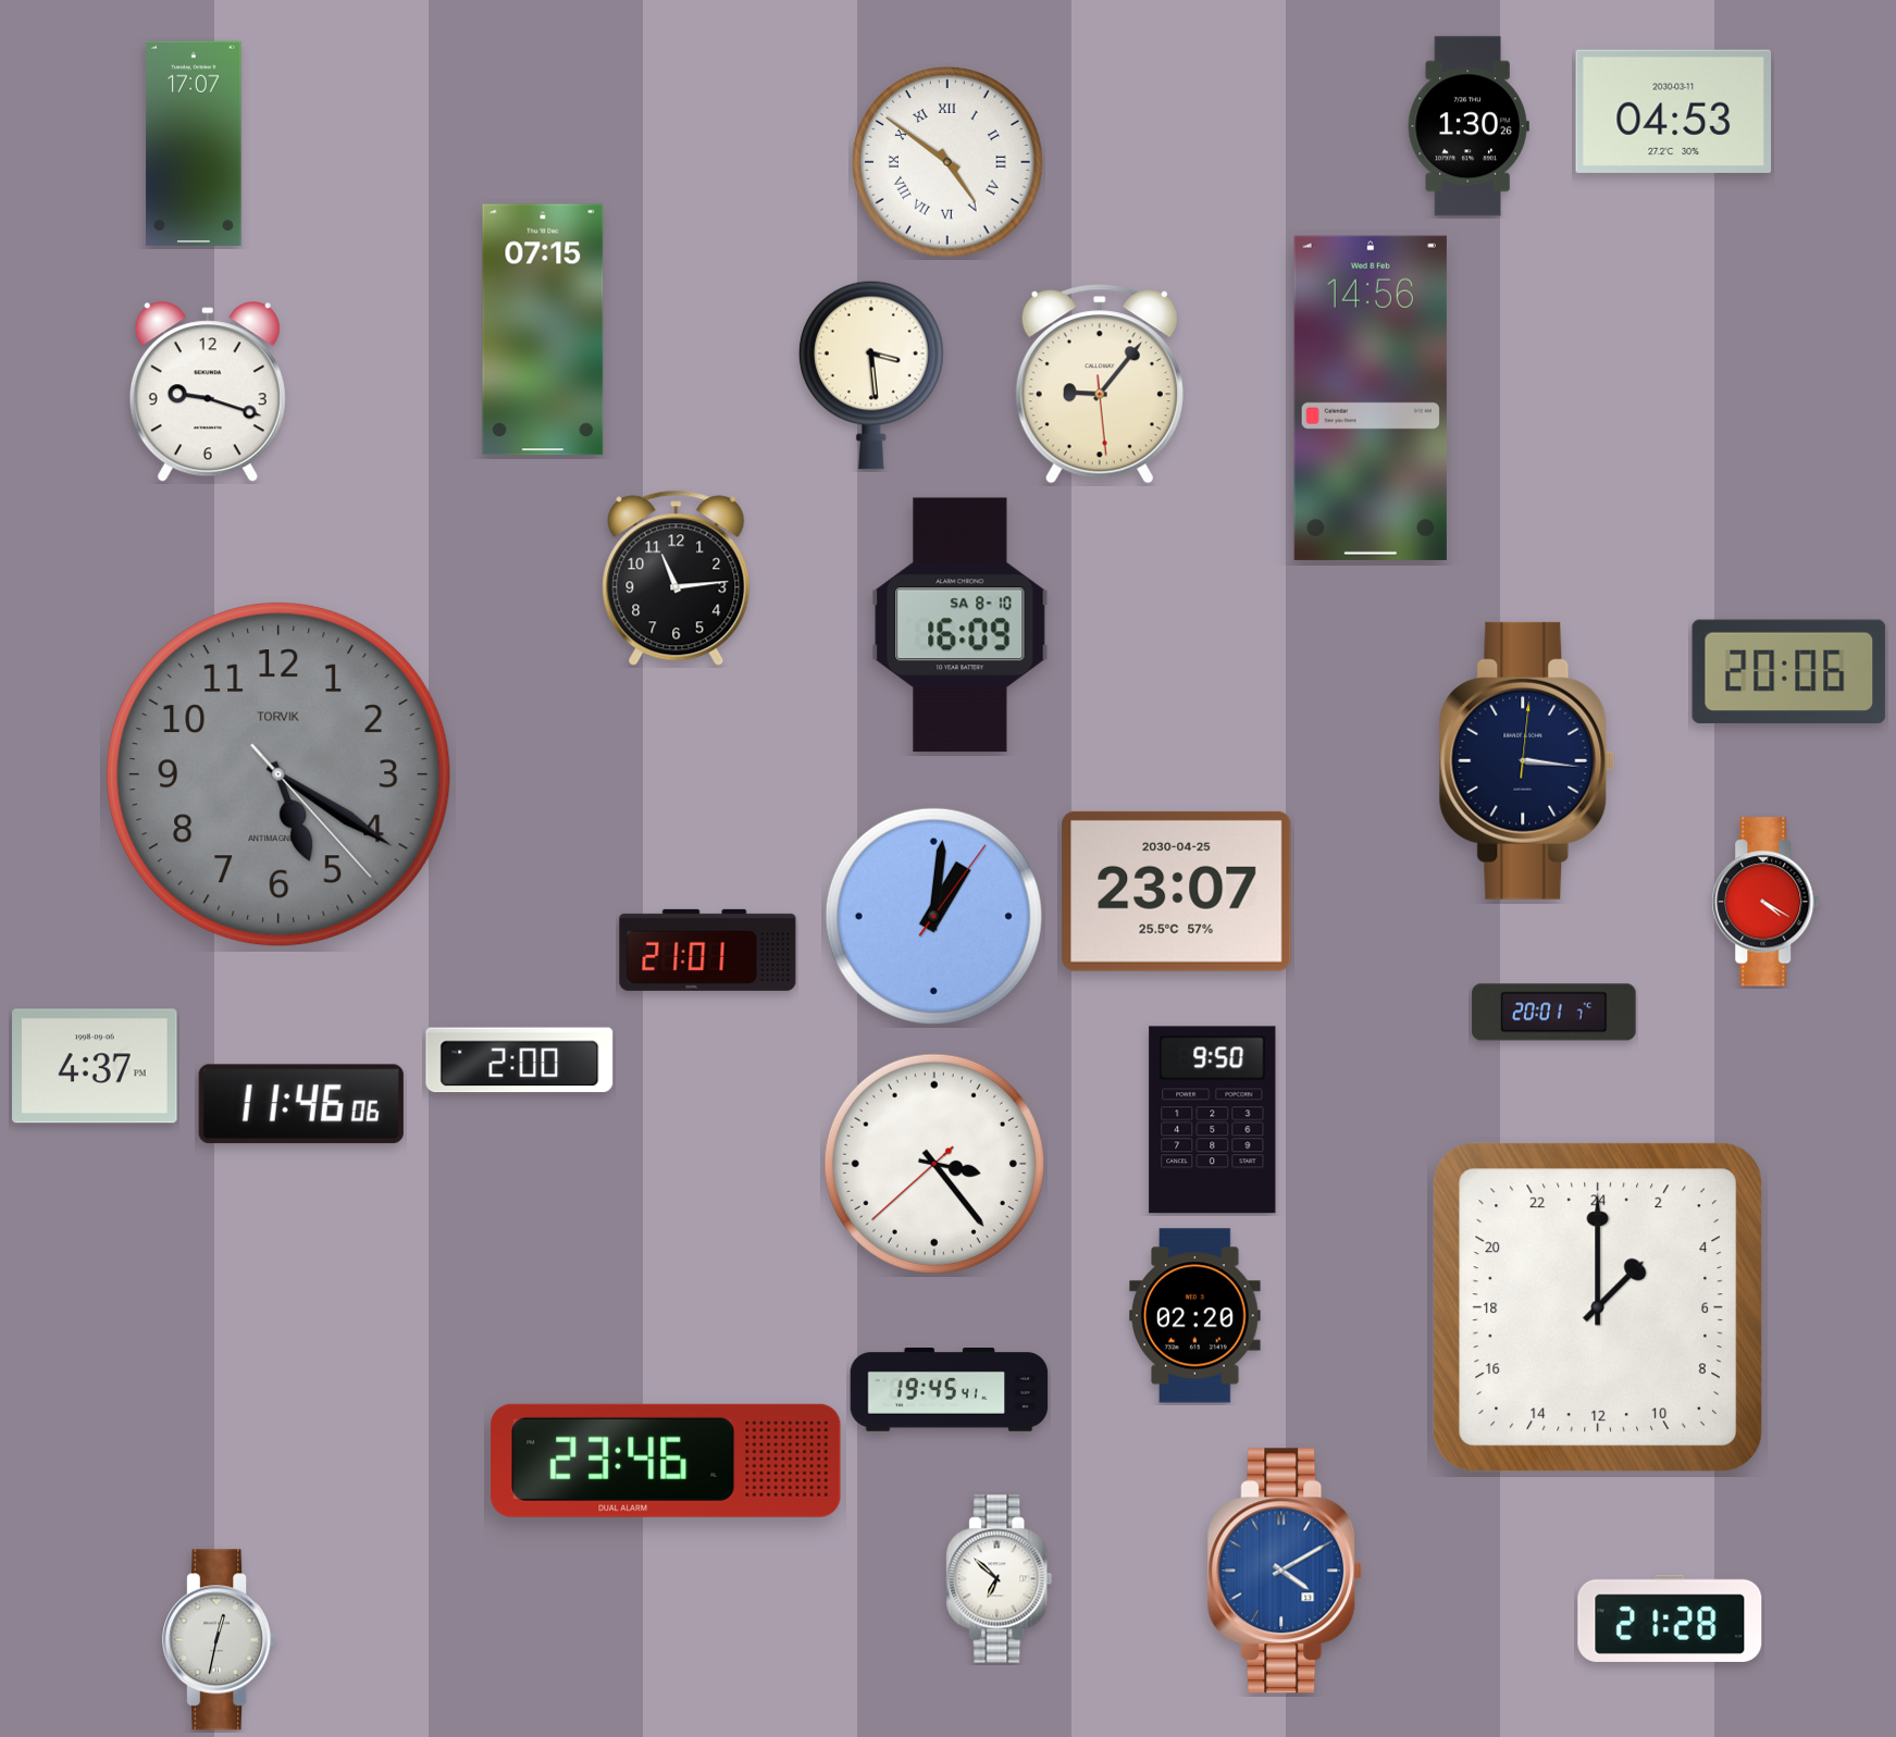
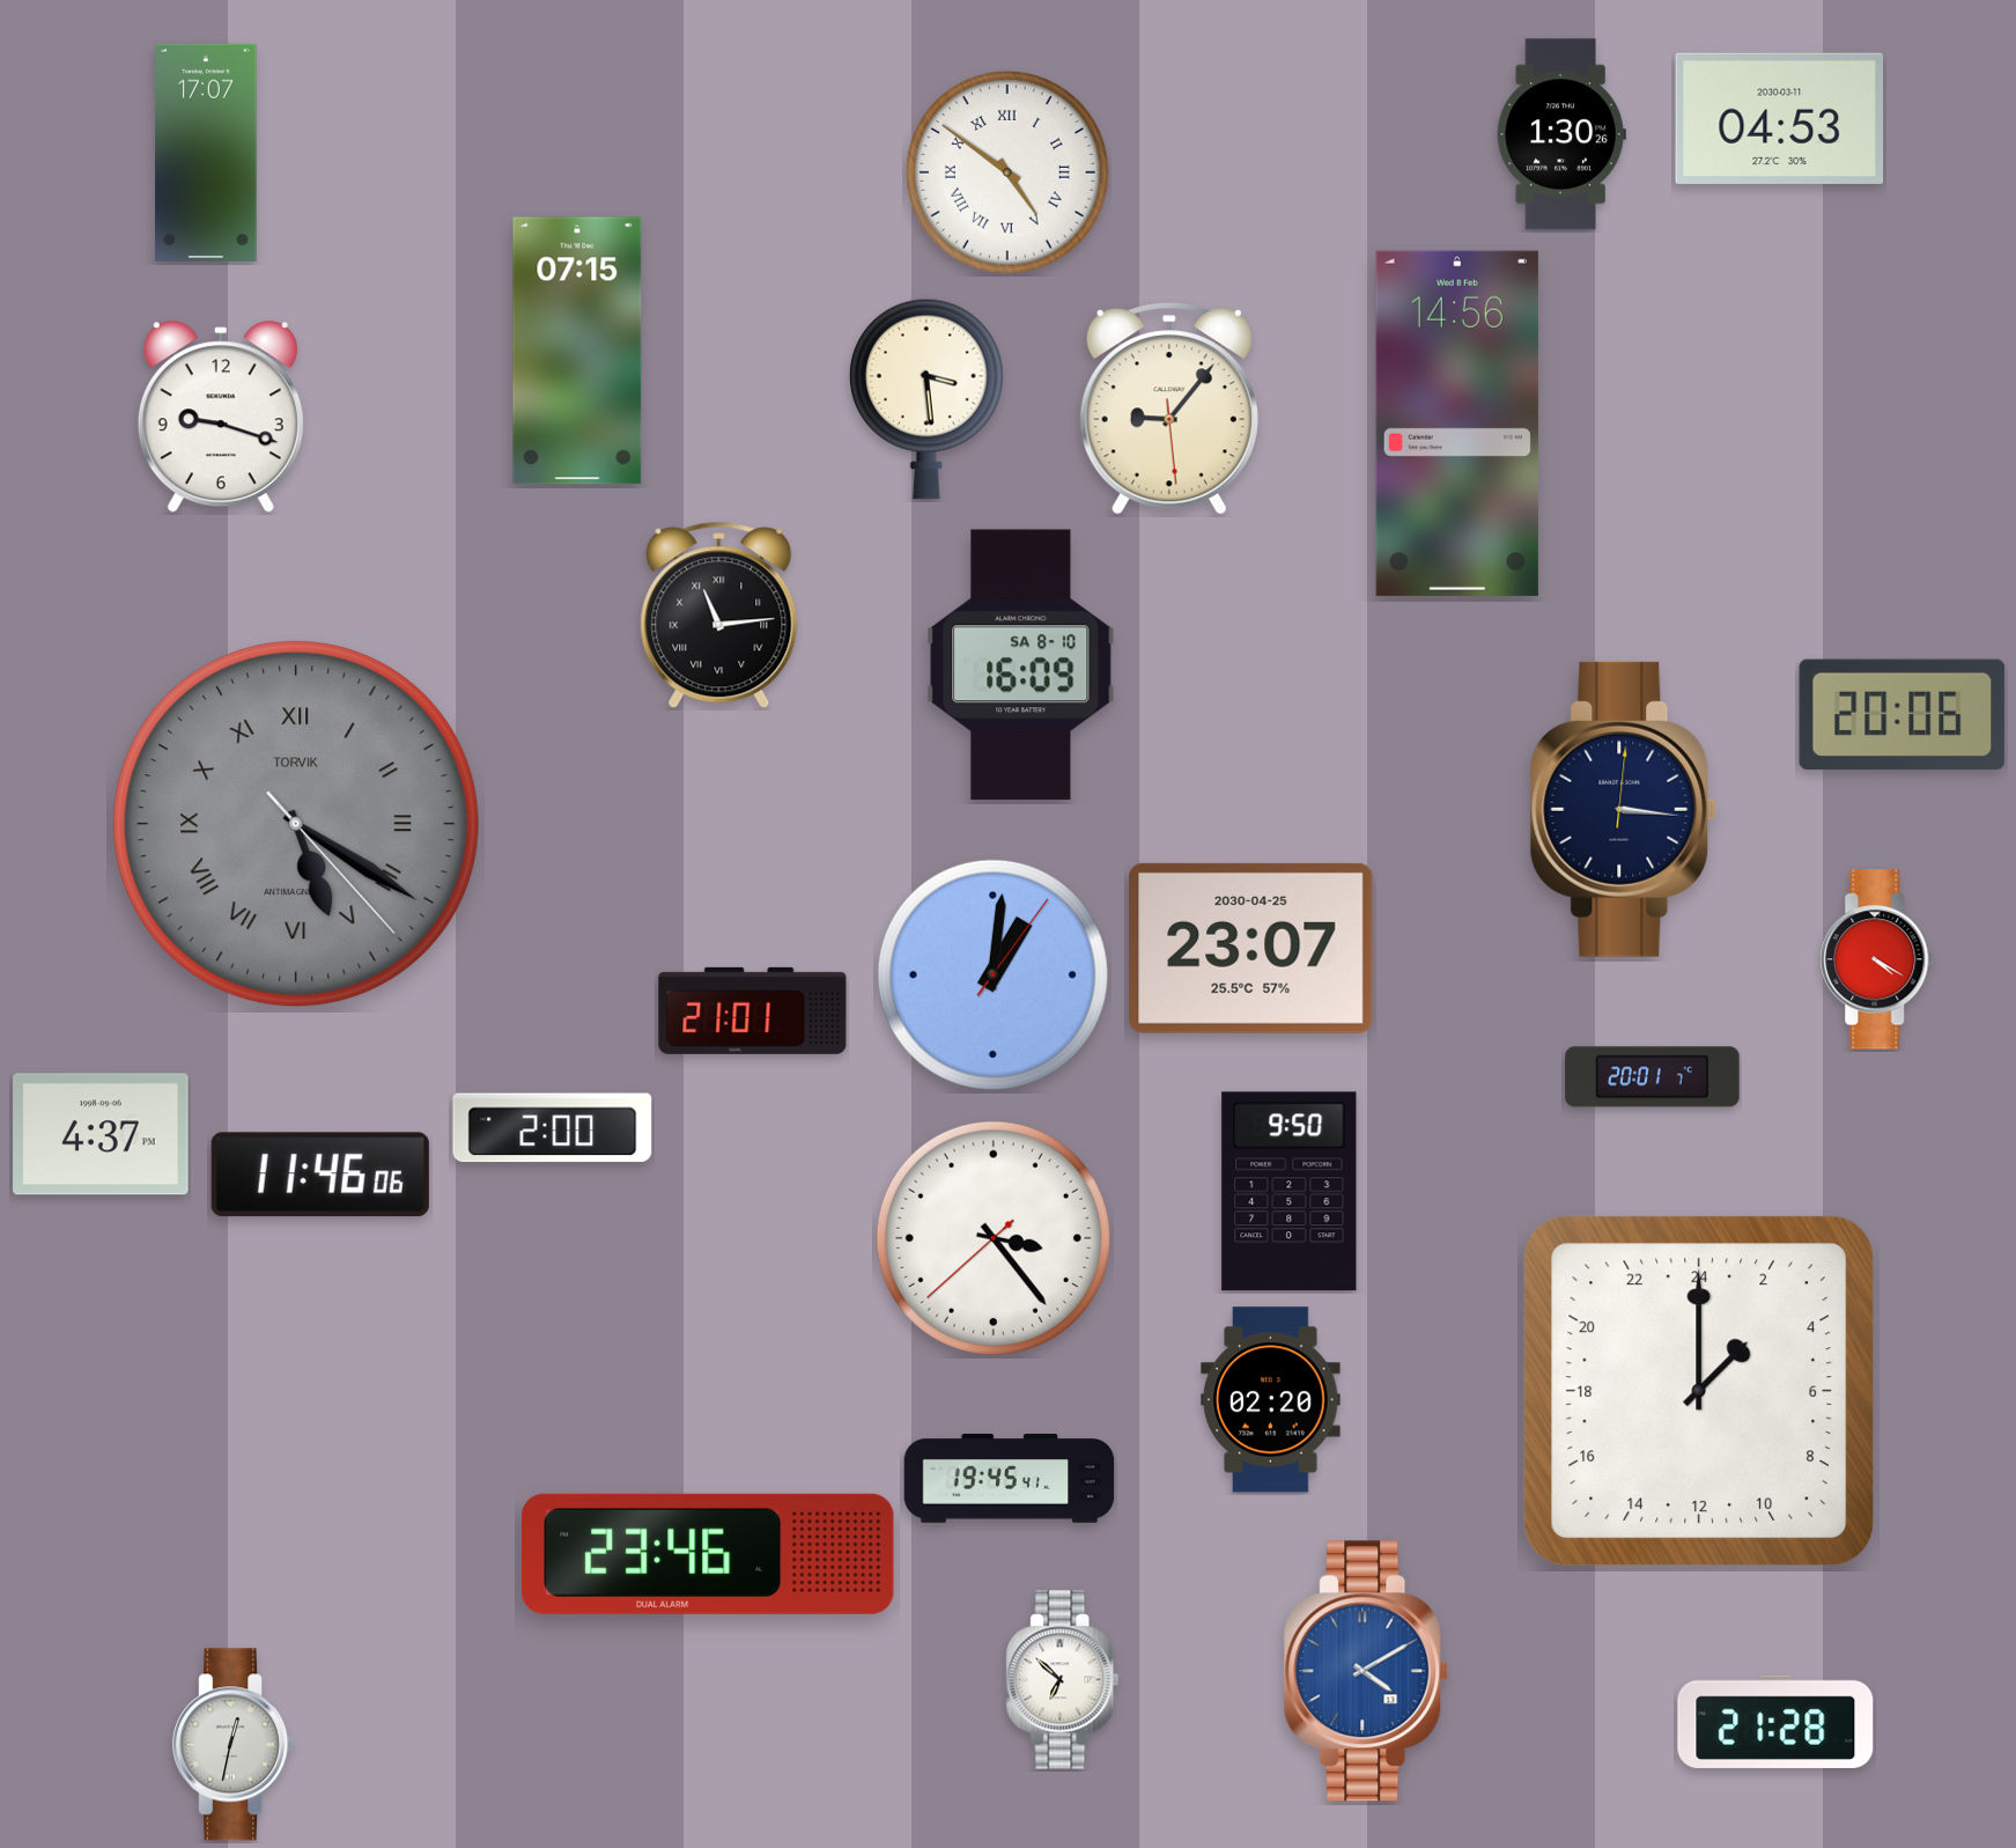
clock at (677, 579) numerals: Arabic -> Roman
clock at (278, 774) numerals: Arabic -> Roman
